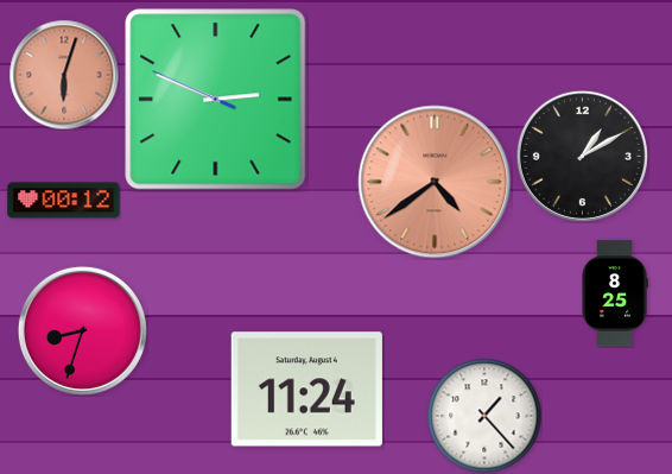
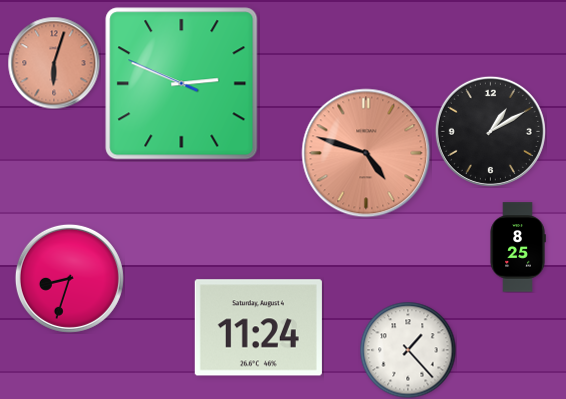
clock at (435, 182): 4:39 -> 4:48
clock at (64, 201): 00:12 -> none
